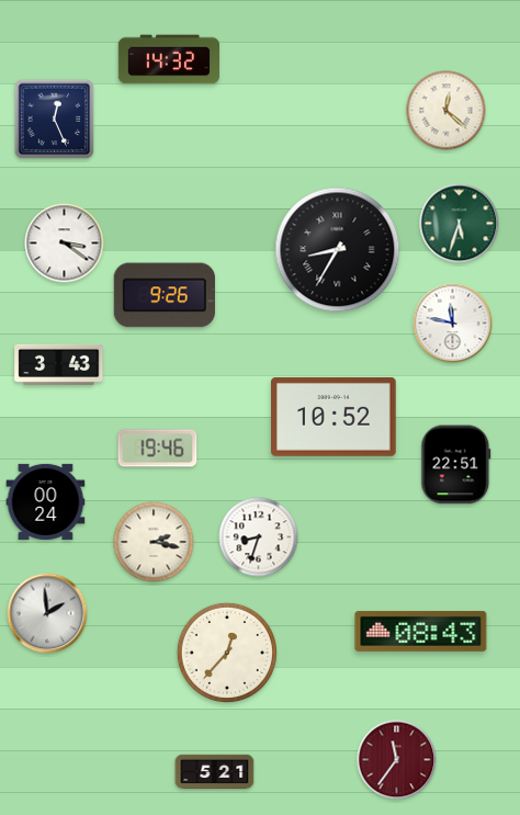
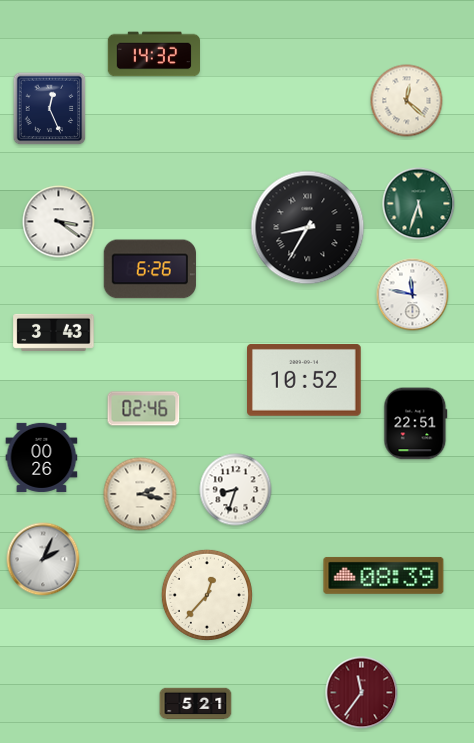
clock at (165, 295): 9:26 -> 6:26
clock at (158, 449): 19:46 -> 02:46
clock at (46, 501): 00:24 -> 00:26
clock at (47, 613): 1:59 -> 2:04
clock at (421, 631): 08:43 -> 08:39
